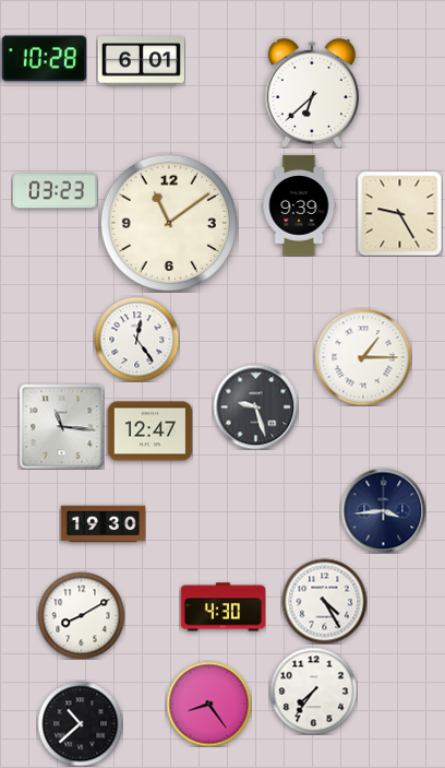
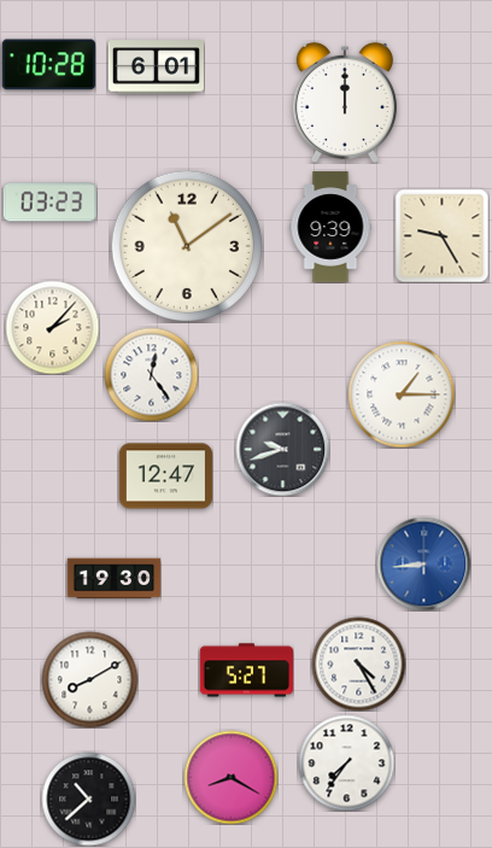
clock at (312, 92): 6:38 -> 12:00
clock at (55, 191) position: (55, 191) -> (49, 203)
clock at (52, 327): none -> 2:07
clock at (255, 406): 9:27 -> 9:42
clock at (61, 426): 11:16 -> none
clock at (383, 510): 3:44 -> 8:44
clock at (383, 510) dial: navy -> blue
clock at (222, 607): 4:30 -> 5:27
clock at (208, 704): 8:24 -> 8:20
